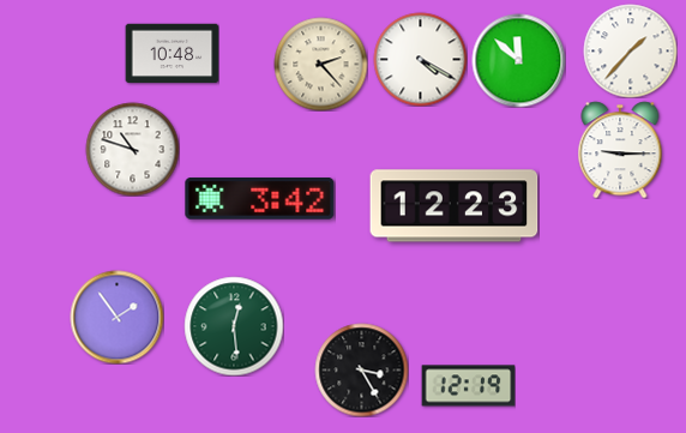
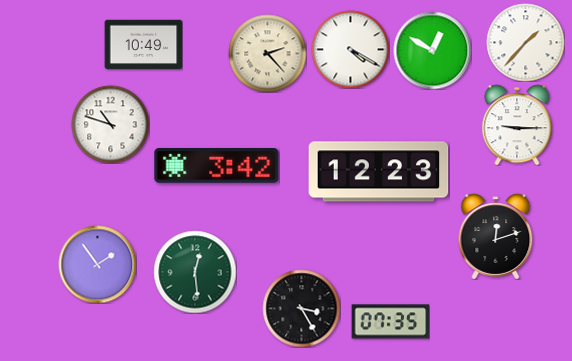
clock at (171, 54): 10:48 -> 10:49
clock at (518, 60): 11:52 -> 12:50
clock at (496, 236): none -> 12:12
clock at (468, 386): 12:19 -> 07:35
